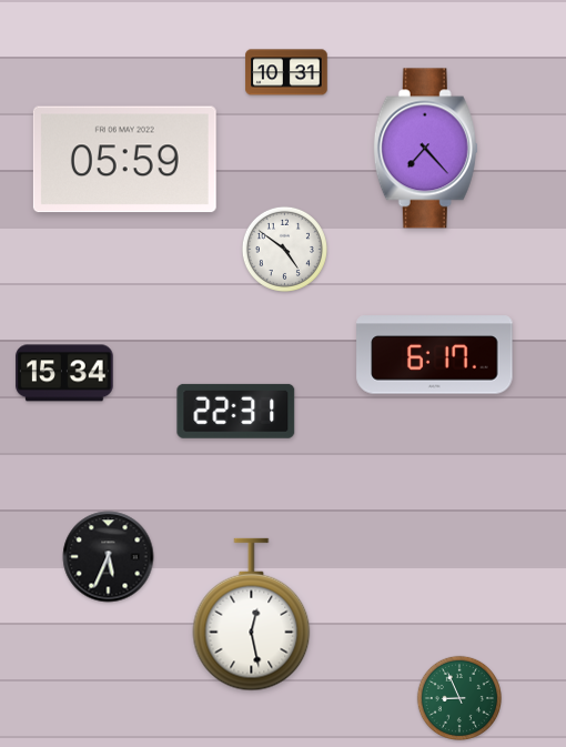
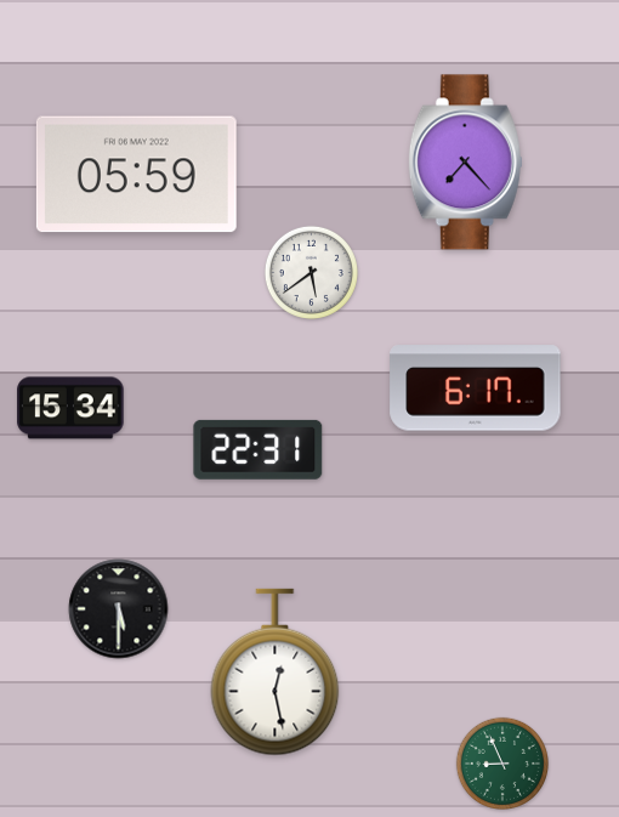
clock at (286, 72): 10:31 -> none
clock at (284, 249): 4:51 -> 5:39
clock at (109, 557): 5:34 -> 5:30
